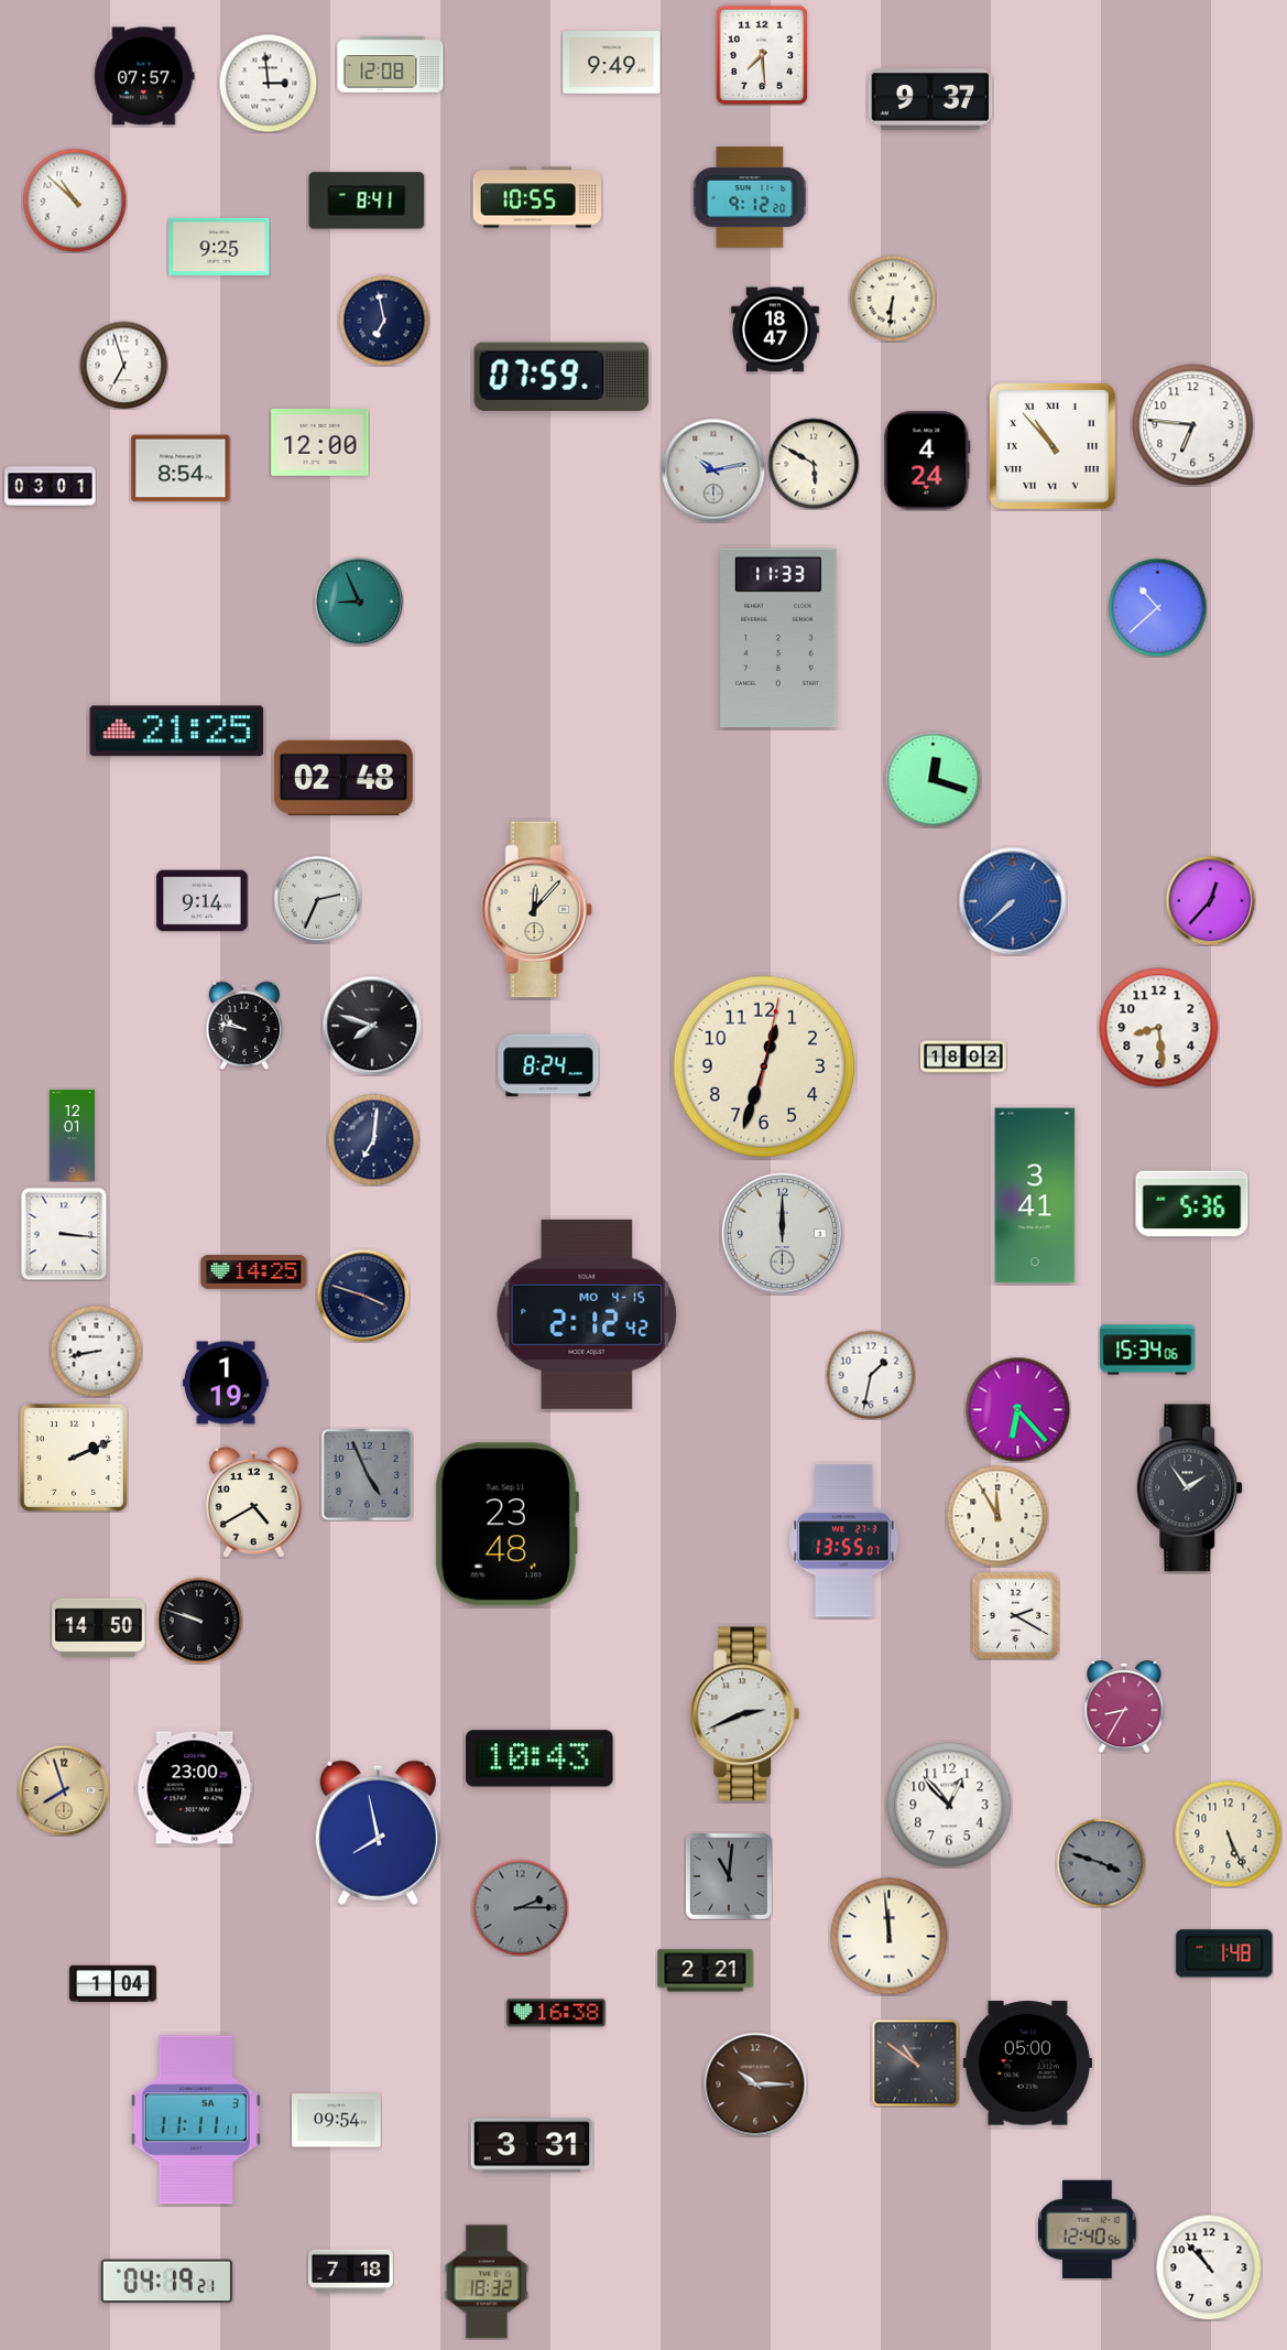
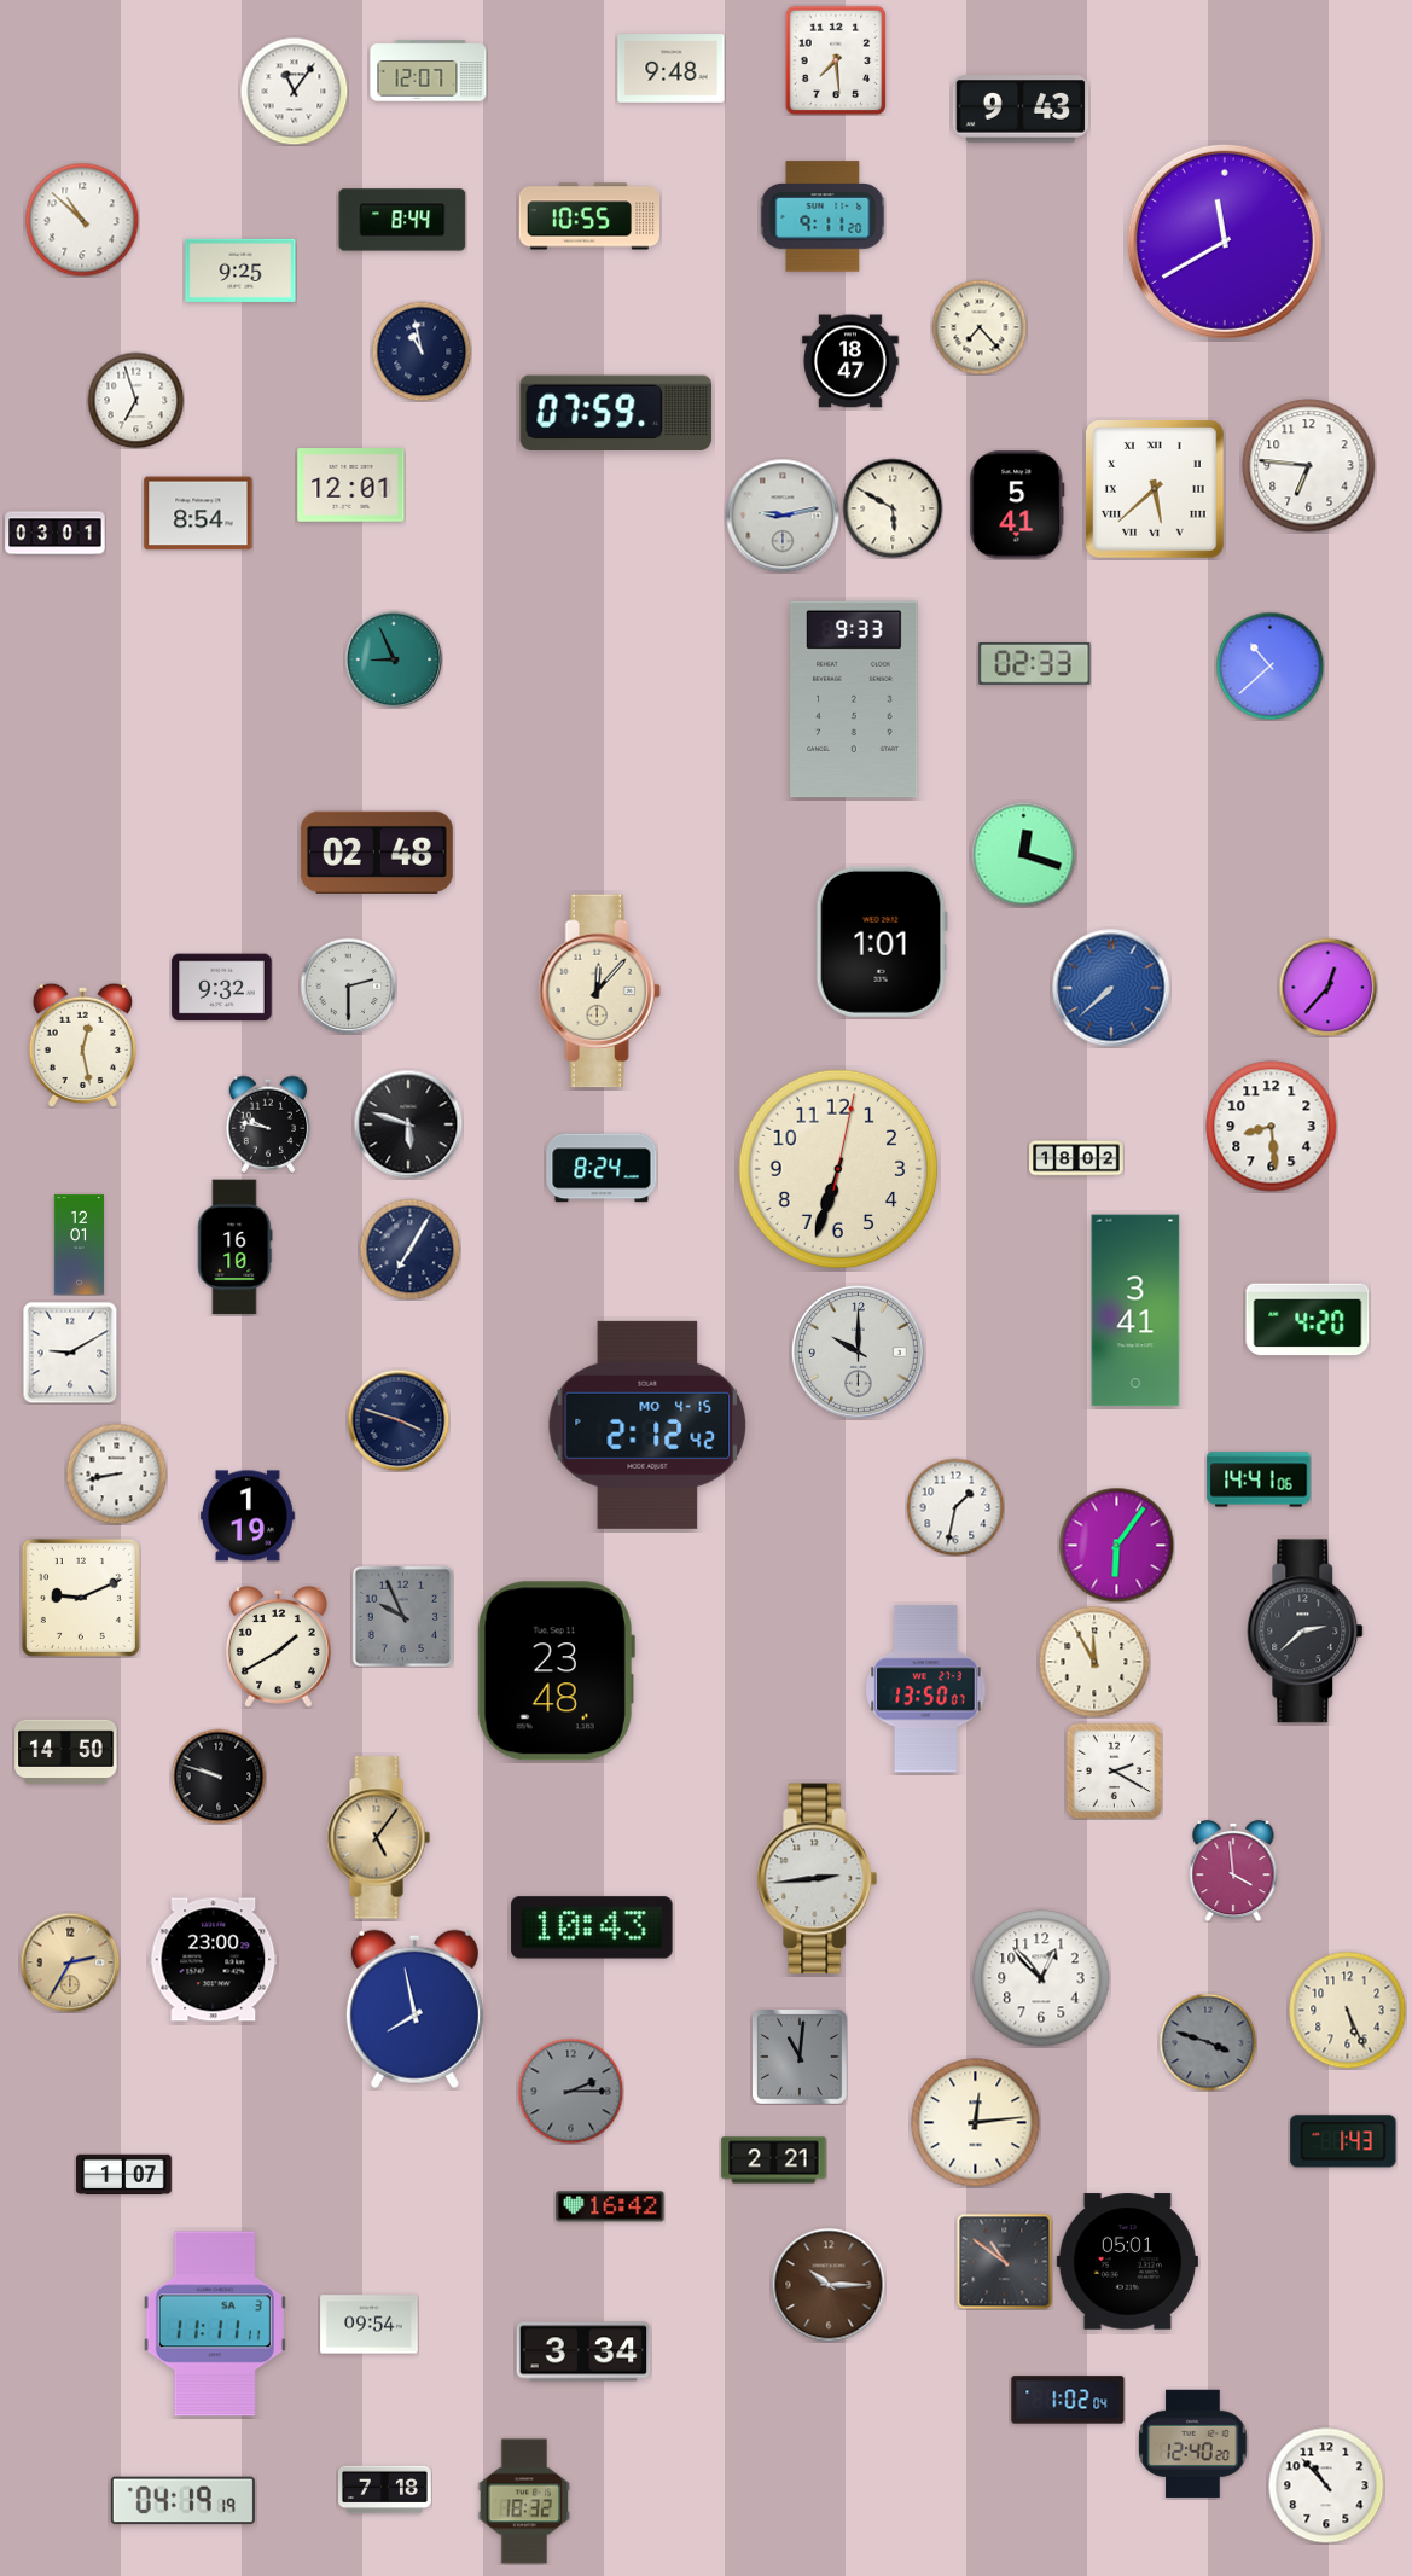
clock at (612, 63): 9:49 -> 9:48
clock at (391, 65): 12:08 -> 12:07
clock at (144, 76): 07:57 -> none
clock at (268, 83): 2:59 -> 11:06
clock at (930, 99): 9:37 -> 9:43
clock at (750, 197): 9:12 -> 9:11
clock at (367, 201): 8:41 -> 8:44
clock at (1225, 242): none -> 11:40
clock at (893, 299): 6:31 -> 7:23
clock at (384, 321): 6:58 -> 10:58
clock at (320, 443): 12:00 -> 12:01
clock at (1054, 447): 10:53 -> 5:38
clock at (927, 461): 4:24 -> 5:41
clock at (713, 470): 10:13 -> 9:13
clock at (1035, 663): none -> 02:33
clock at (778, 638): 11:33 -> 9:33
clock at (177, 732): 21:25 -> none
clock at (882, 942): none -> 1:01
clock at (317, 899): 2:34 -> 2:30
clock at (203, 901): 9:14 -> 9:32
clock at (536, 910) position: (536, 910) -> (599, 992)
clock at (82, 1045): none -> 12:28
clock at (372, 1026): 7:48 -> 5:48
clock at (963, 1057) position: (963, 1057) -> (1076, 1158)
clock at (764, 1066): 12:33 -> 6:33
clock at (236, 1248): none -> 16:10
clock at (373, 1139): 7:01 -> 7:05
clock at (1192, 1204): 5:36 -> 4:20
clock at (782, 1233): 12:00 -> 10:00
clock at (64, 1234): 3:16 -> 9:10
clock at (254, 1273): 14:25 -> none
clock at (587, 1314) position: (587, 1314) -> (647, 1425)
clock at (1147, 1350): 15:34 -> 14:41
clock at (96, 1351) position: (96, 1351) -> (116, 1473)
clock at (1017, 1409): 6:23 -> 6:06
clock at (74, 1458): 2:11 -> 9:11
clock at (367, 1474): 4:56 -> 9:56
clock at (1190, 1488): 1:54 -> 2:38
clock at (253, 1502): 4:40 -> 1:40
clock at (844, 1541): 13:55 -> 13:50
clock at (99, 1627) position: (99, 1627) -> (66, 1751)
clock at (378, 1838): none -> 5:06
clock at (1124, 1707): 8:35 -> 3:59
clock at (745, 1714): 2:41 -> 2:44
clock at (64, 1790): 7:57 -> 2:35
clock at (890, 1937): 11:59 -> 12:14
clock at (1224, 1953): 1:48 -> 1:43
clock at (113, 1983): 1:04 -> 1:07
clock at (556, 2013): 16:38 -> 16:42
clock at (1027, 2064): 05:00 -> 05:01
clock at (532, 2145): 3:31 -> 3:34
clock at (1068, 2400): none -> 1:02
clock at (1088, 2229): 12:40:56 -> 12:40:20
clock at (166, 2282): 04:19:21 -> 04:19:19
clock at (486, 2282) position: (486, 2282) -> (523, 2501)
